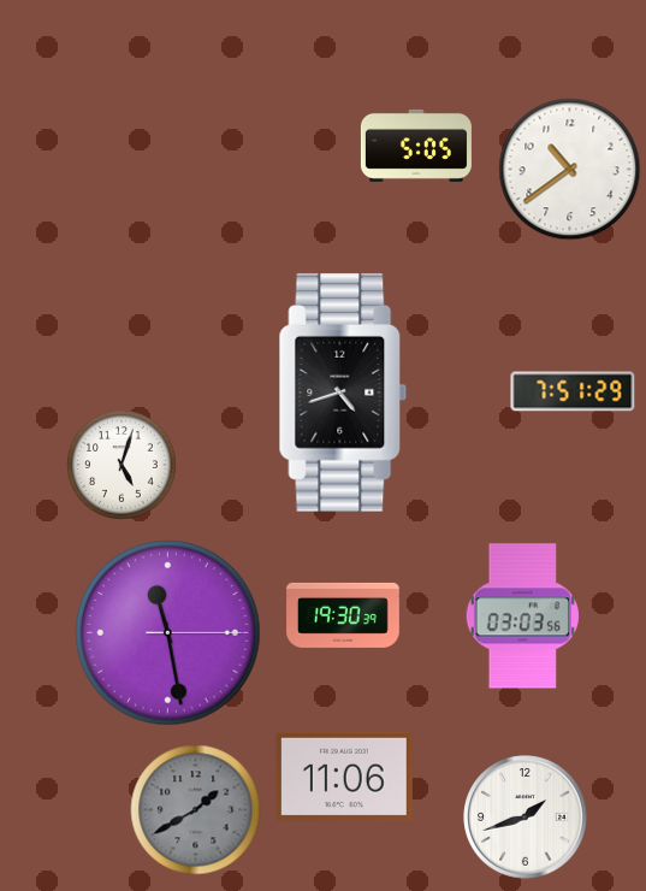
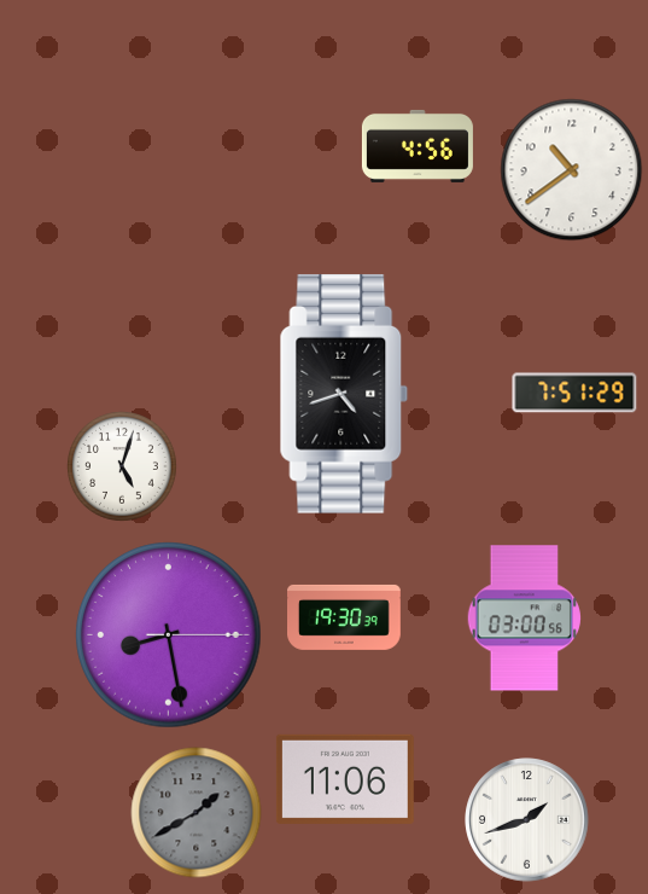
clock at (416, 146): 5:05 -> 4:56
clock at (522, 616): 03:03 -> 03:00
clock at (168, 633): 11:28 -> 8:28
